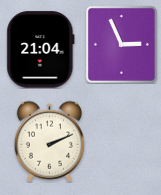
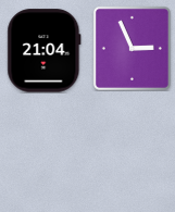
clock at (41, 50) position: (41, 50) -> (45, 51)
clock at (49, 141): 2:11 -> none
